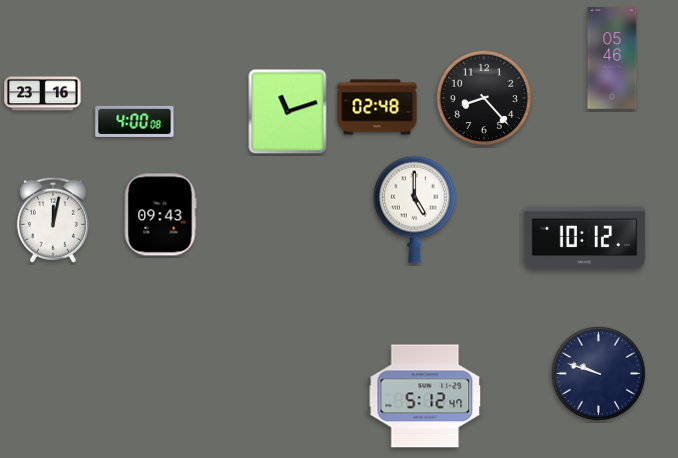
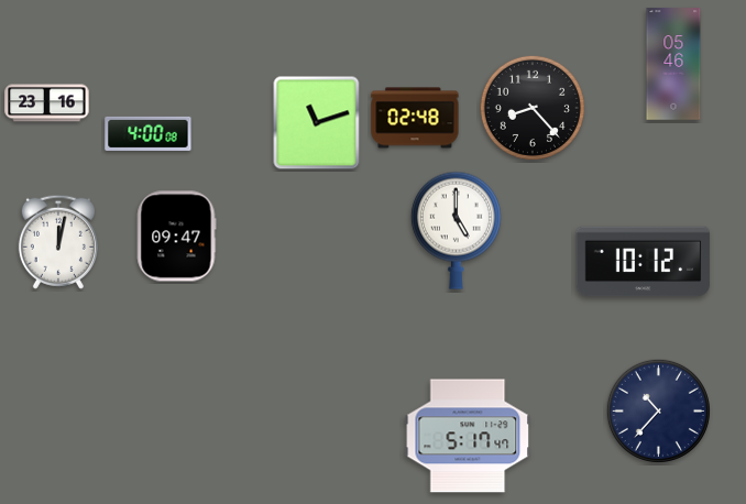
clock at (160, 215): 09:43 -> 09:47
clock at (598, 373): 9:48 -> 10:37
clock at (425, 396): 5:12 -> 5:17
